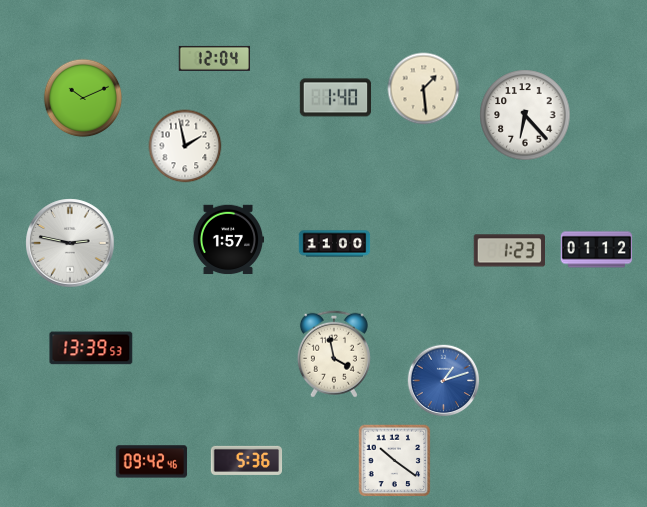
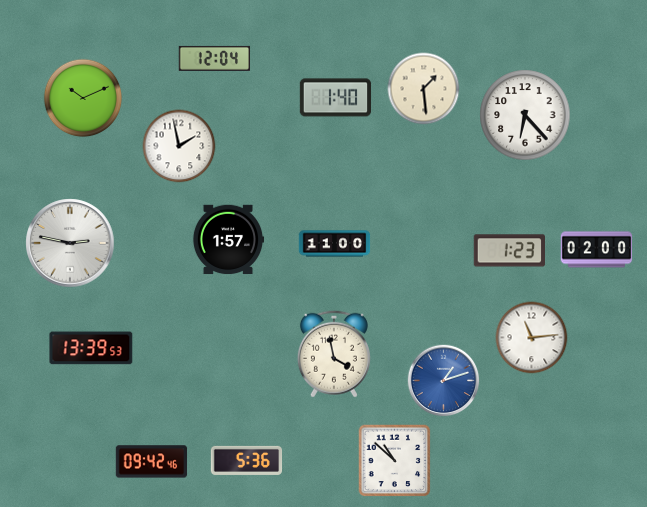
clock at (185, 146) position: (185, 146) -> (179, 146)
clock at (597, 250): 01:12 -> 02:00
clock at (532, 338): none -> 11:14
clock at (395, 461): 10:21 -> 10:52
